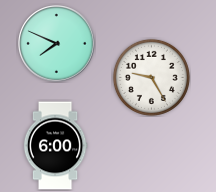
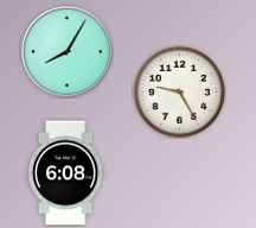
clock at (57, 44): 7:49 -> 8:05
clock at (55, 146): 6:00 -> 6:08
